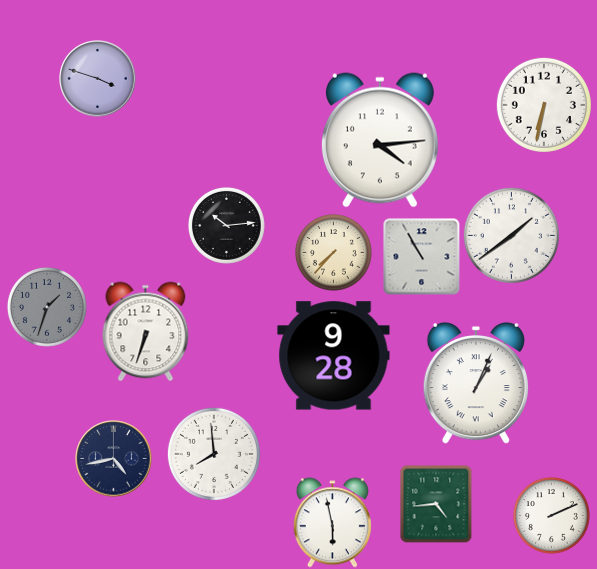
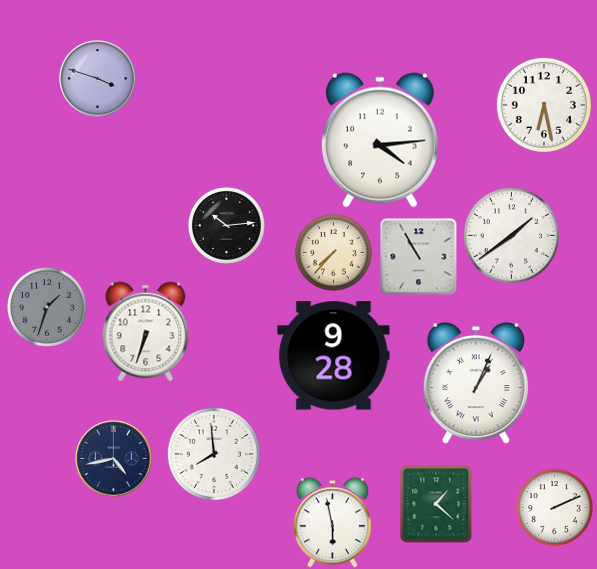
clock at (544, 105): 6:32 -> 6:28
clock at (422, 257) position: (422, 257) -> (419, 257)
clock at (436, 504): 4:44 -> 1:22
clock at (551, 515) position: (551, 515) -> (554, 507)
